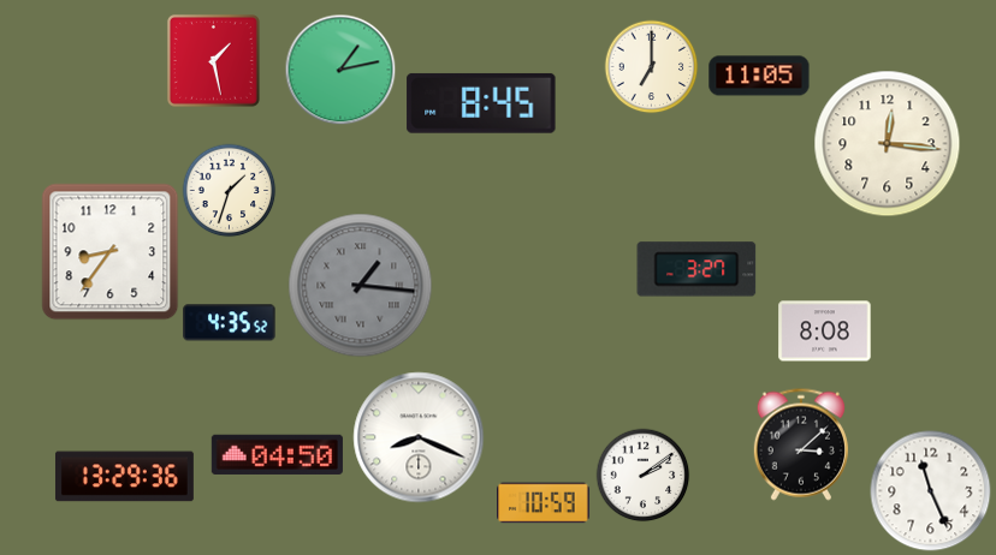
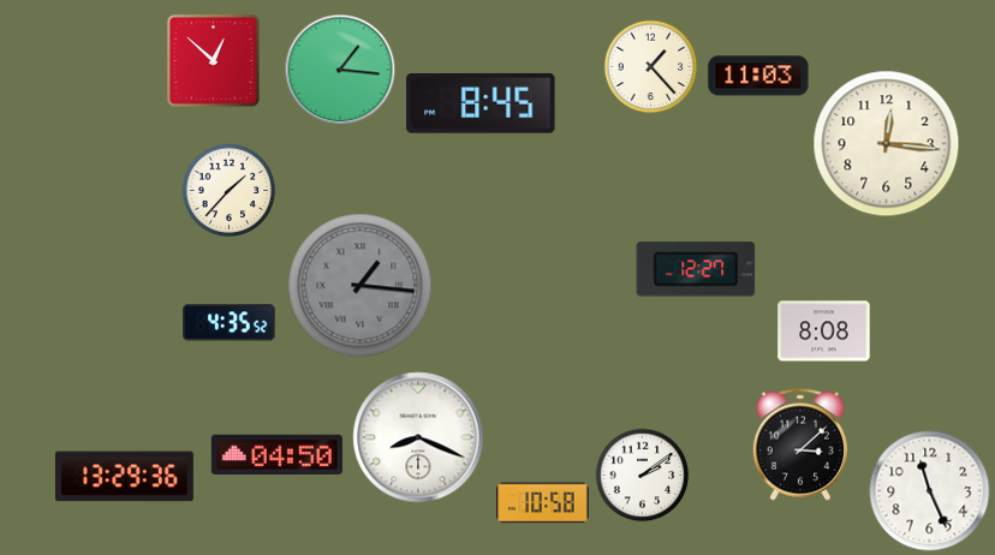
clock at (213, 60): 1:28 -> 12:52
clock at (651, 66): 7:00 -> 1:23
clock at (340, 70): 1:13 -> 1:16
clock at (759, 76): 11:05 -> 11:03
clock at (229, 190): 1:33 -> 1:37
clock at (111, 252): 8:36 -> none
clock at (696, 269): 3:27 -> 12:27
clock at (544, 503): 10:59 -> 10:58
